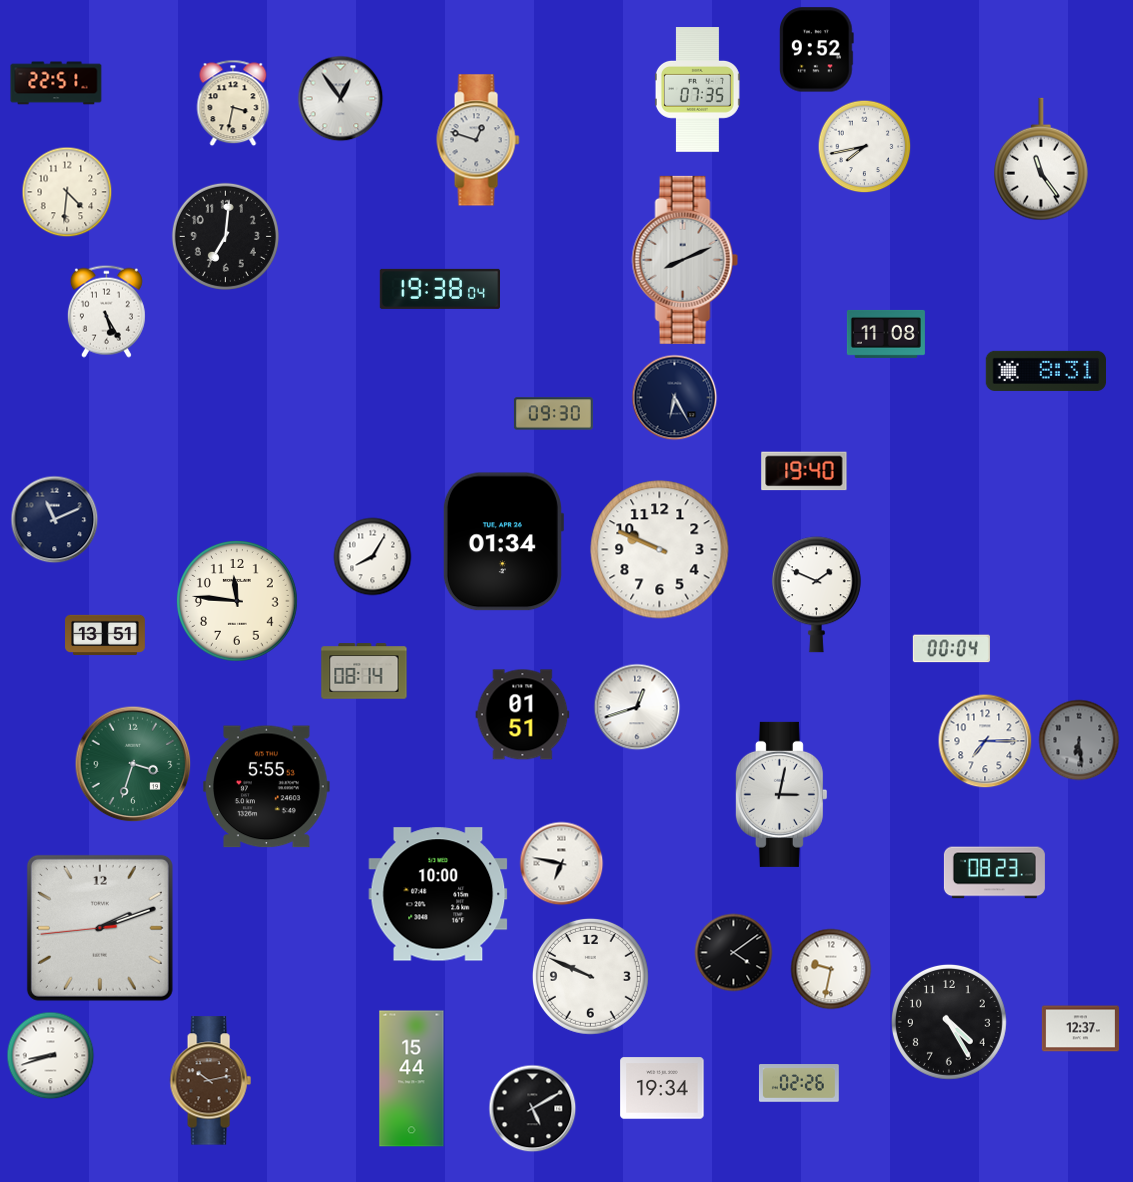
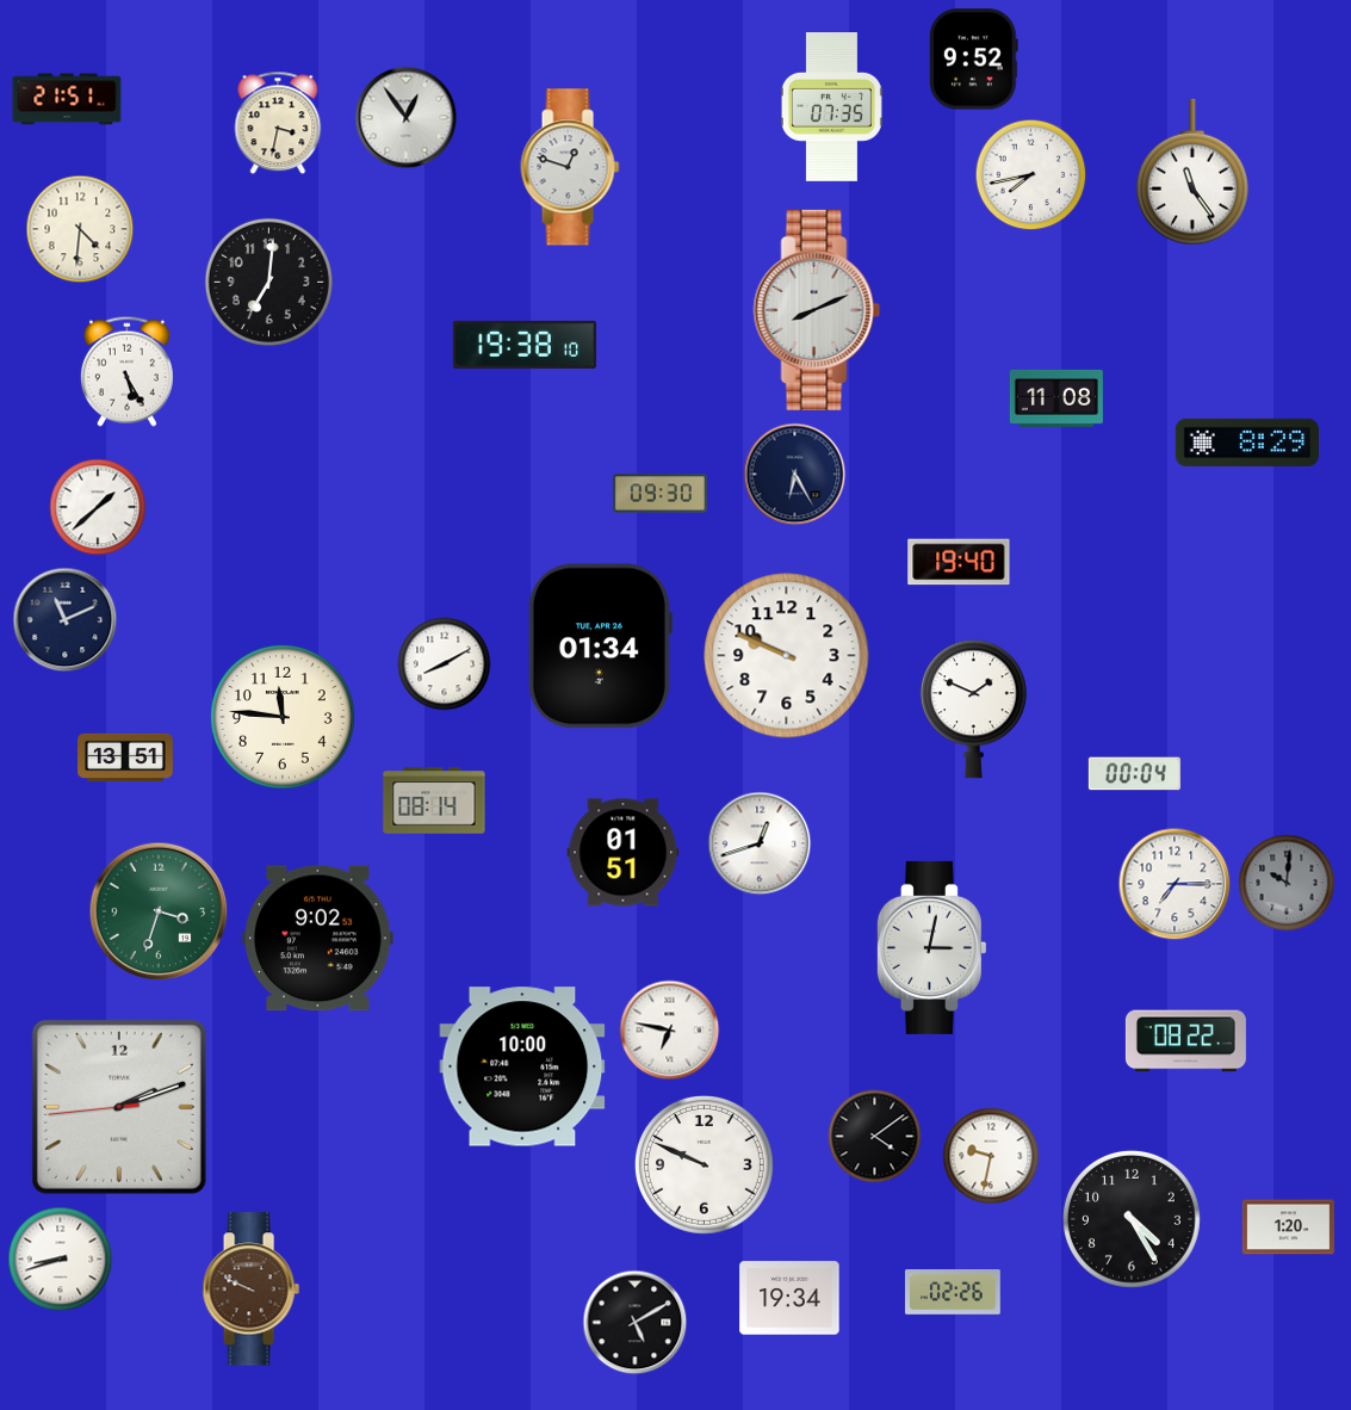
clock at (56, 83): 22:51 -> 21:51
clock at (1042, 159) position: (1042, 159) -> (1194, 172)
clock at (439, 289): 19:38:04 -> 19:38:10
clock at (1045, 371): 8:31 -> 8:29
clock at (675, 398) position: (675, 398) -> (795, 475)
clock at (98, 507): none -> 1:38
clock at (373, 557): 8:05 -> 8:10
clock at (1079, 740): 6:29 -> 10:01
clock at (267, 787): 5:55 -> 9:02
clock at (994, 873): 08:23 -> 08:22
clock at (1080, 1029): 12:37 -> 1:20
clock at (412, 1079): 15:44 -> none
clock at (210, 1081): 10:13 -> 9:49
